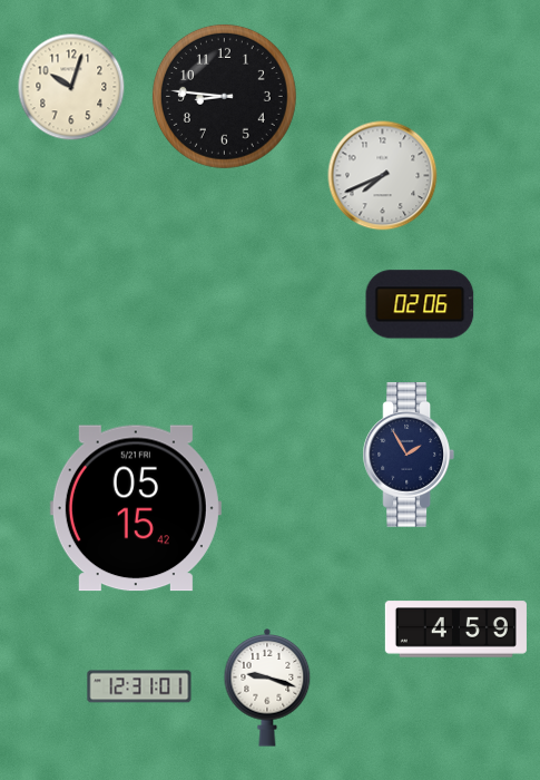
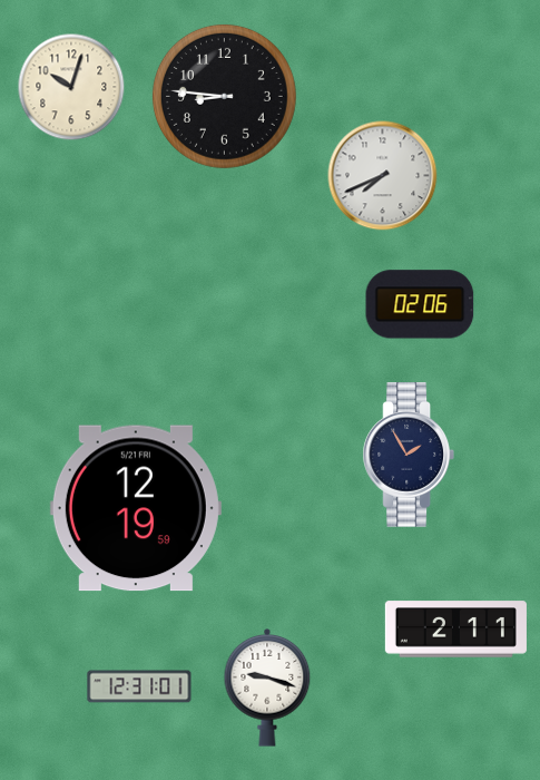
clock at (136, 508): 05:15 -> 12:19
clock at (455, 630): 4:59 -> 2:11
